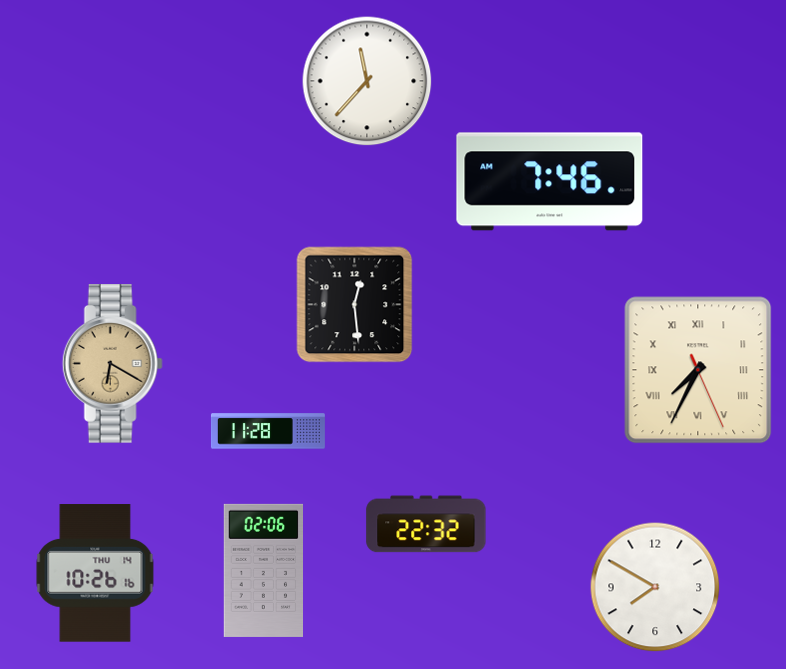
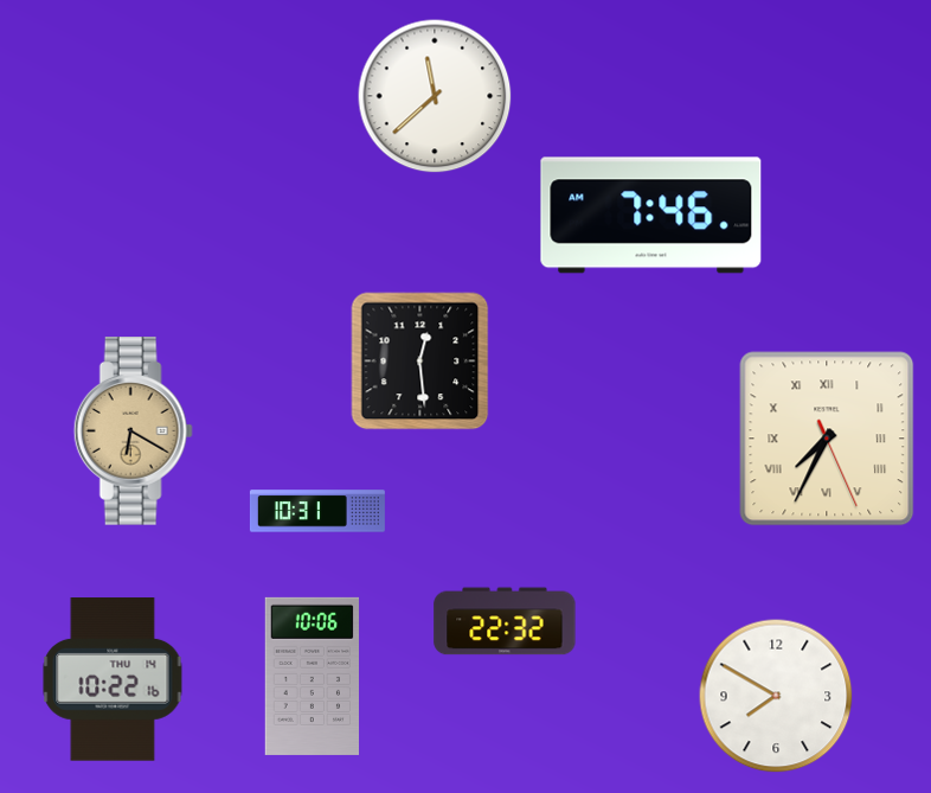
clock at (367, 81): 11:37 -> 11:38
clock at (268, 431): 11:28 -> 10:31
clock at (264, 570): 02:06 -> 10:06
clock at (95, 573): 10:26 -> 10:22
